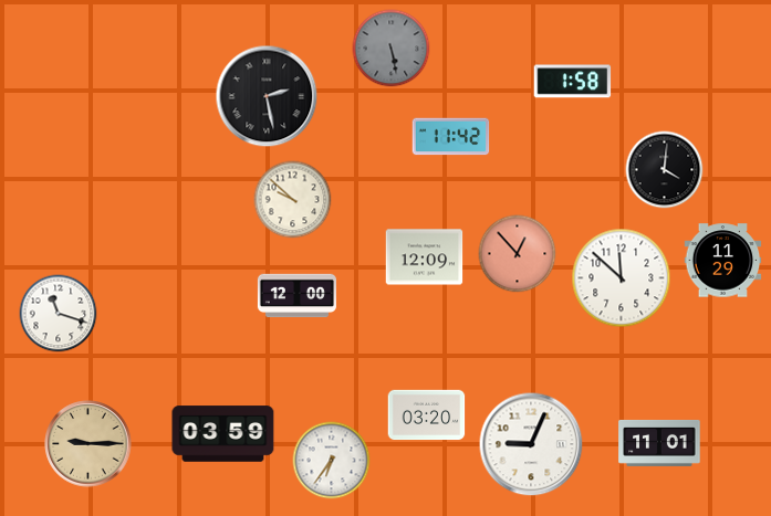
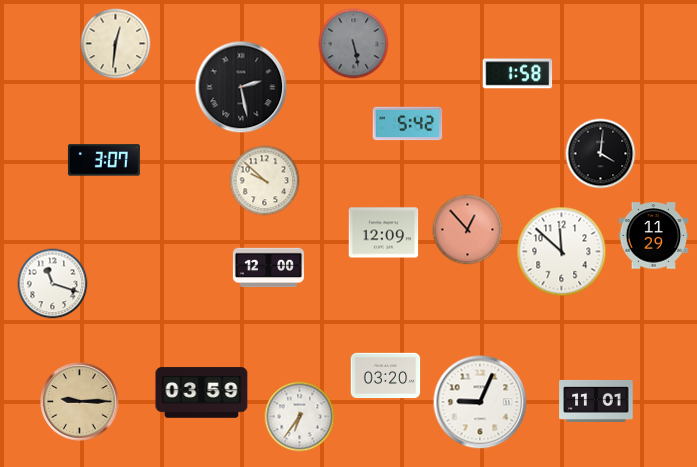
clock at (116, 44): none -> 12:31
clock at (451, 137): 11:42 -> 5:42
clock at (104, 160): none -> 3:07
